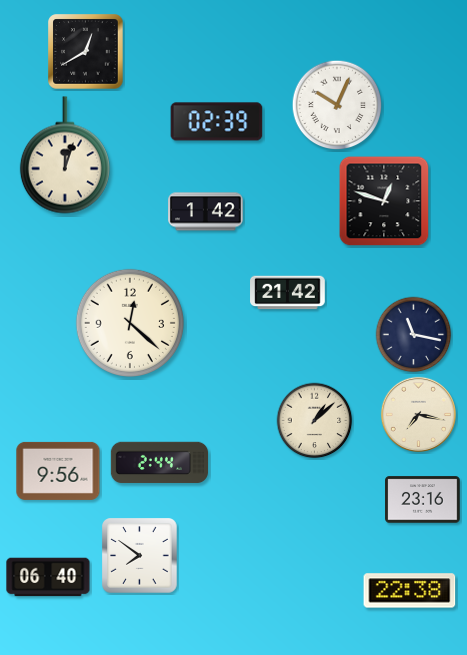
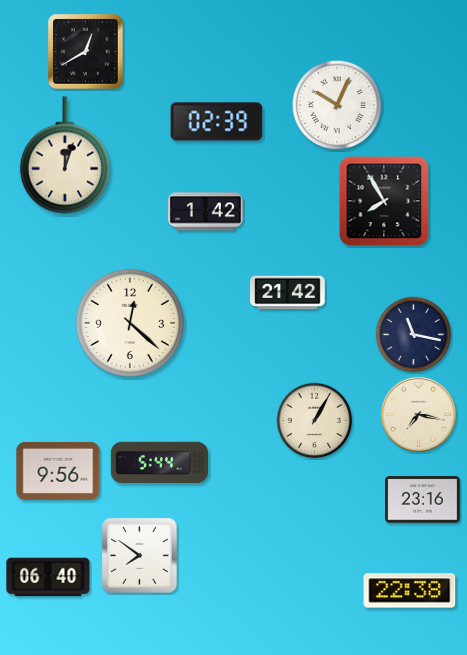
clock at (384, 201): 12:48 -> 7:55
clock at (315, 421): 1:08 -> 1:05
clock at (159, 463): 2:44 -> 5:44
